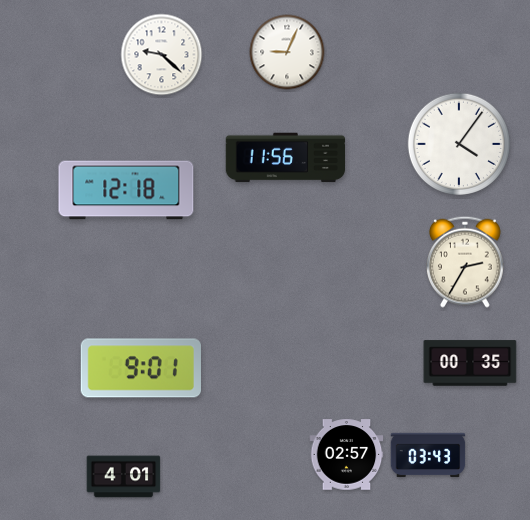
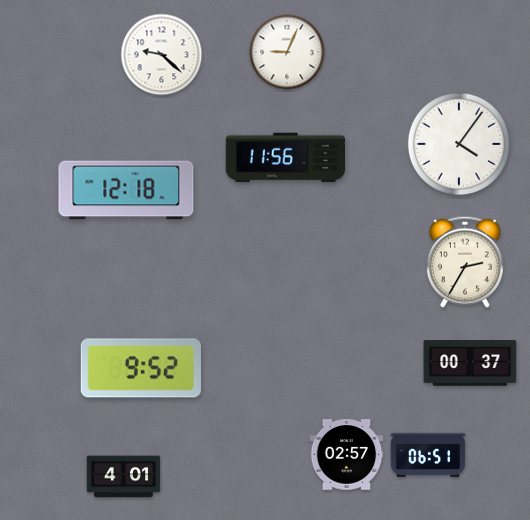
clock at (470, 363): 00:35 -> 00:37
clock at (141, 368): 9:01 -> 9:52
clock at (428, 455): 03:43 -> 06:51
